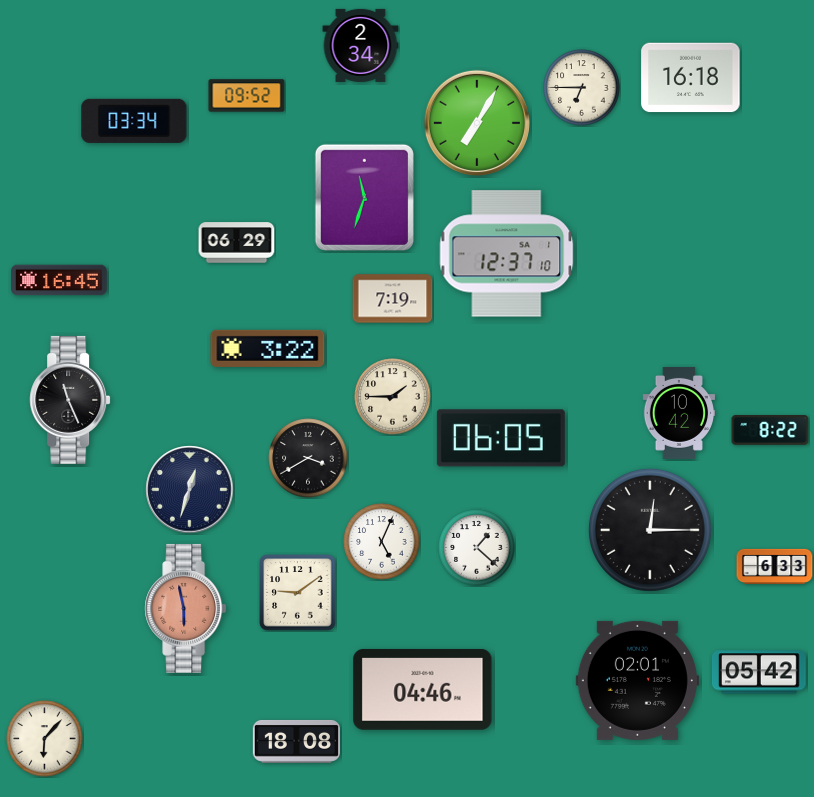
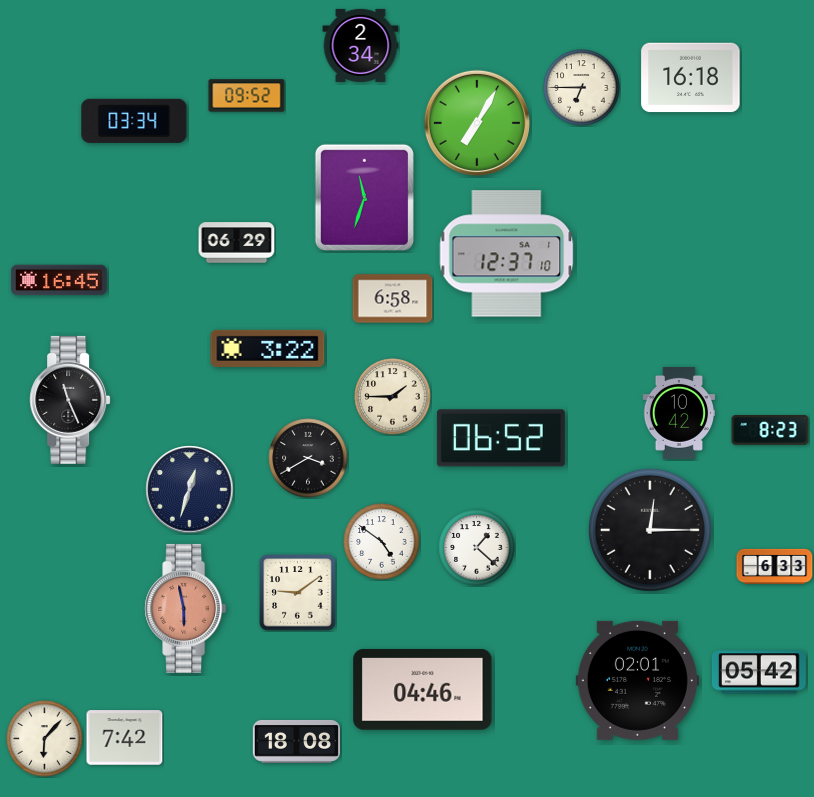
clock at (393, 299): 7:19 -> 6:58
clock at (770, 431): 8:22 -> 8:23
clock at (501, 438): 06:05 -> 06:52
clock at (382, 542): 5:04 -> 4:51
clock at (125, 738): none -> 7:42
